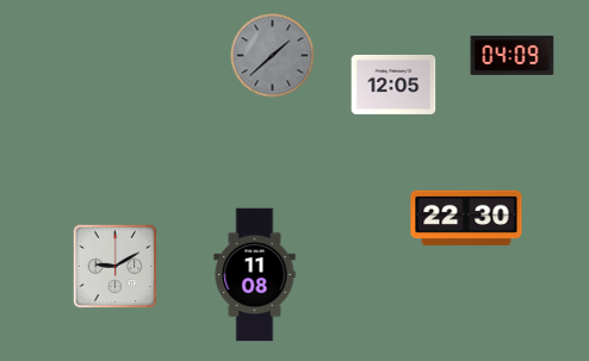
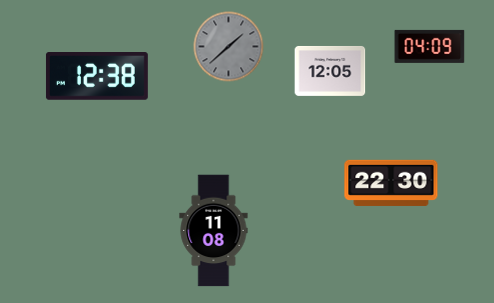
clock at (97, 77): none -> 12:38
clock at (116, 267): 9:10 -> none
